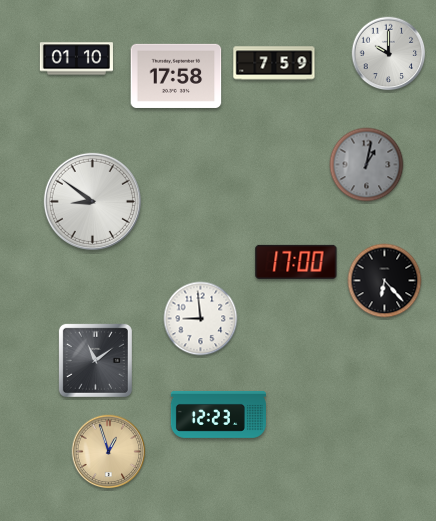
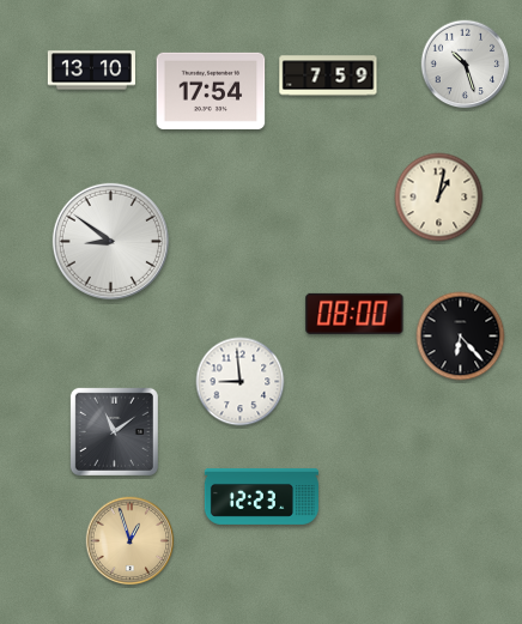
clock at (389, 54): 10:00 -> 10:27
clock at (76, 59): 01:10 -> 13:10
clock at (176, 76): 17:58 -> 17:54
clock at (367, 165) dial: grey -> cream
clock at (296, 262): 17:00 -> 08:00
